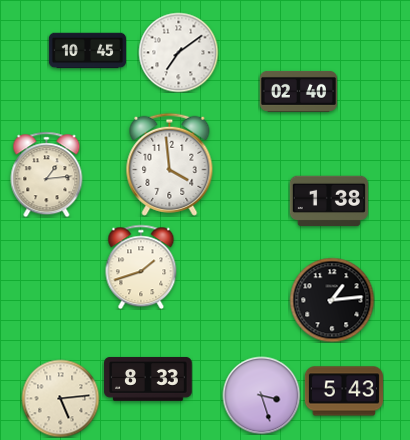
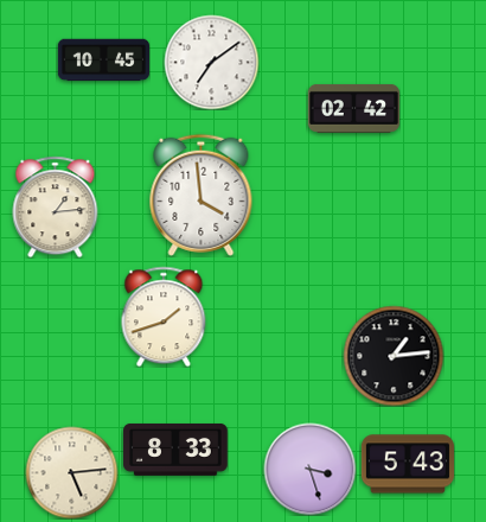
clock at (298, 91): 02:40 -> 02:42
clock at (329, 201): 1:38 -> none
clock at (141, 267) position: (141, 267) -> (164, 317)
